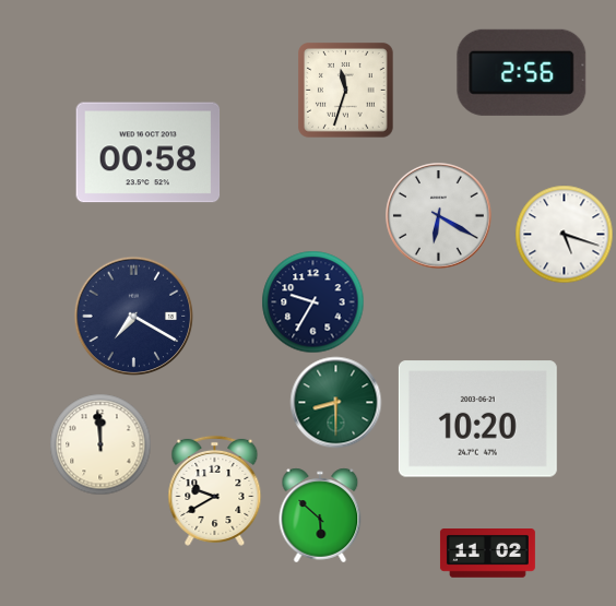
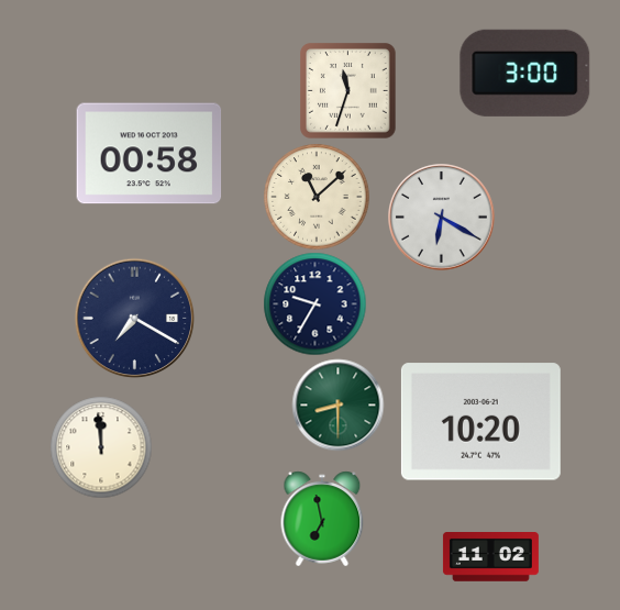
clock at (522, 72): 2:56 -> 3:00
clock at (317, 197): none -> 11:08
clock at (564, 234): 5:18 -> none
clock at (215, 490): 9:40 -> none
clock at (320, 515): 5:52 -> 6:58
